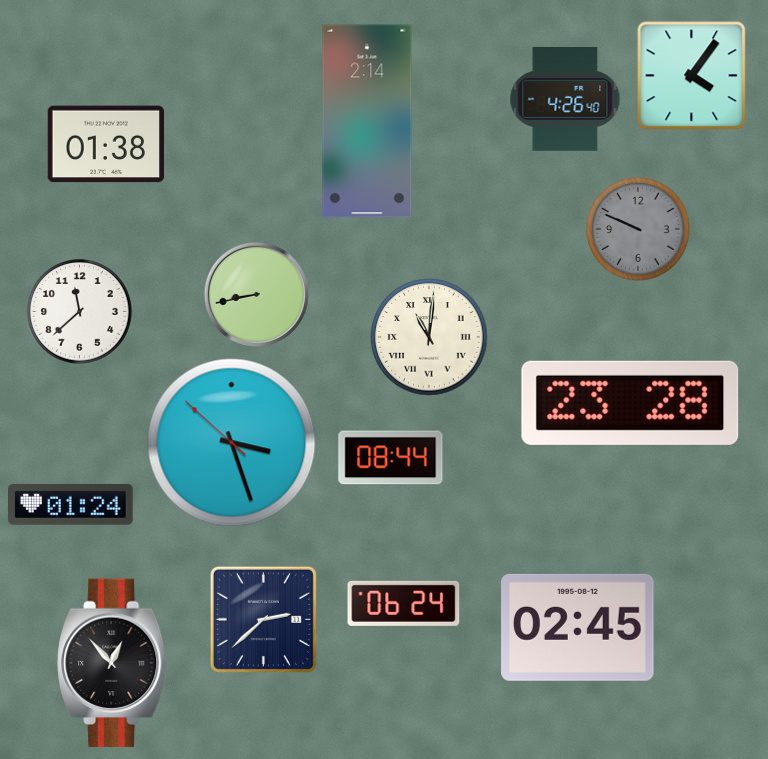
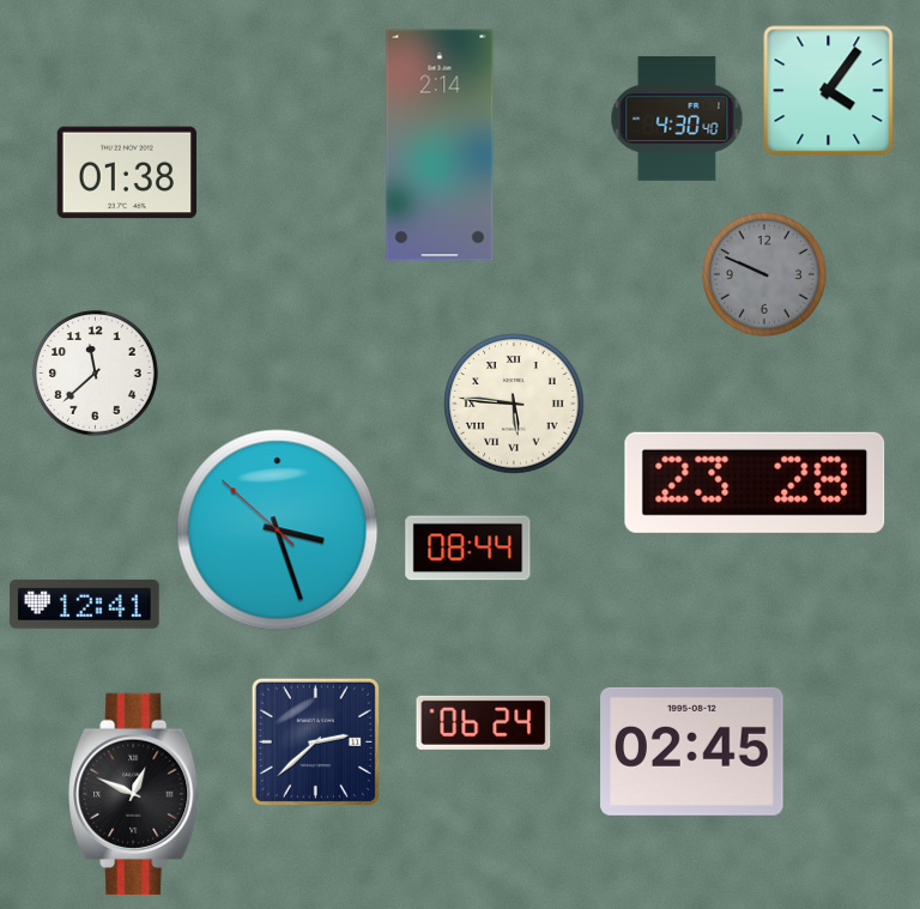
clock at (565, 100): 4:26 -> 4:30
clock at (256, 294): 8:43 -> none
clock at (429, 337): 11:01 -> 5:46
clock at (71, 504): 01:24 -> 12:41
clock at (113, 663): 12:53 -> 12:49
